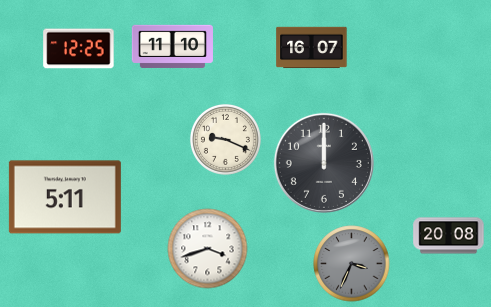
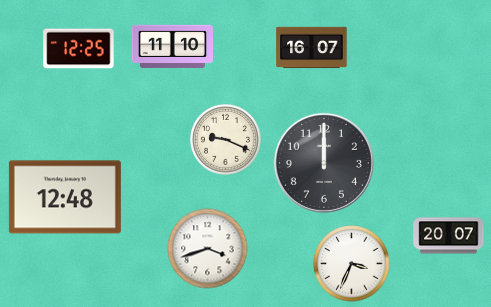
clock at (65, 197): 5:11 -> 12:48
clock at (449, 236): 20:08 -> 20:07
clock at (352, 264) dial: grey -> white
